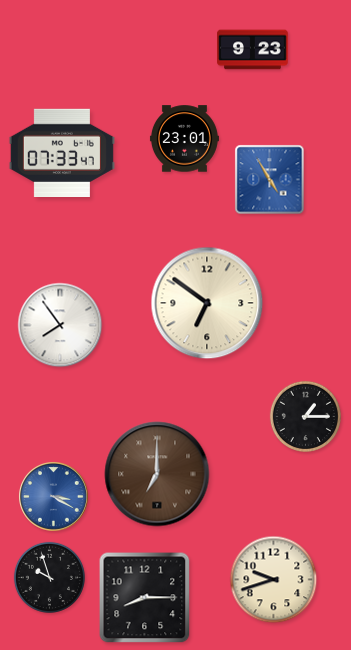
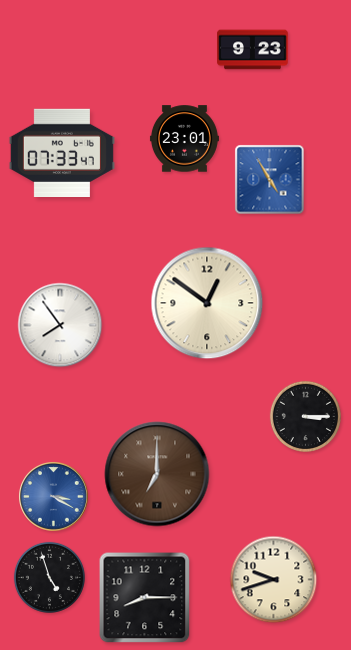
clock at (207, 303): 6:51 -> 12:51
clock at (305, 416): 1:15 -> 3:15
clock at (49, 577): 9:57 -> 4:57
